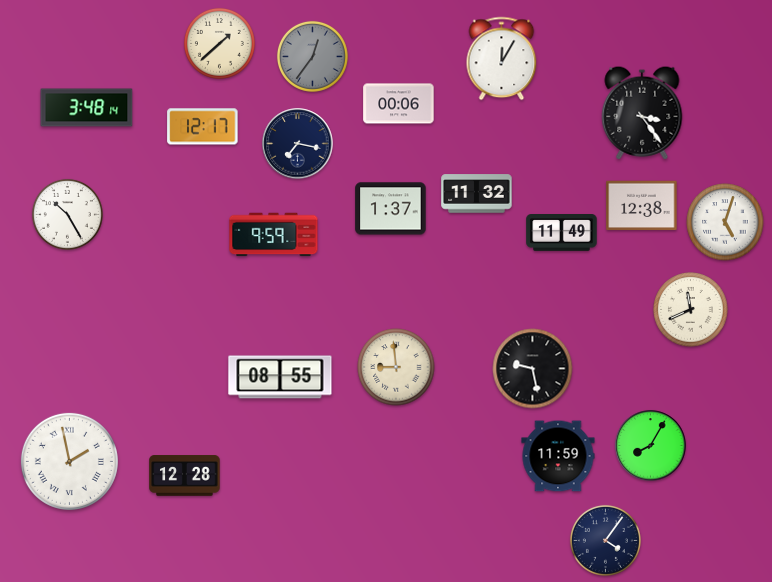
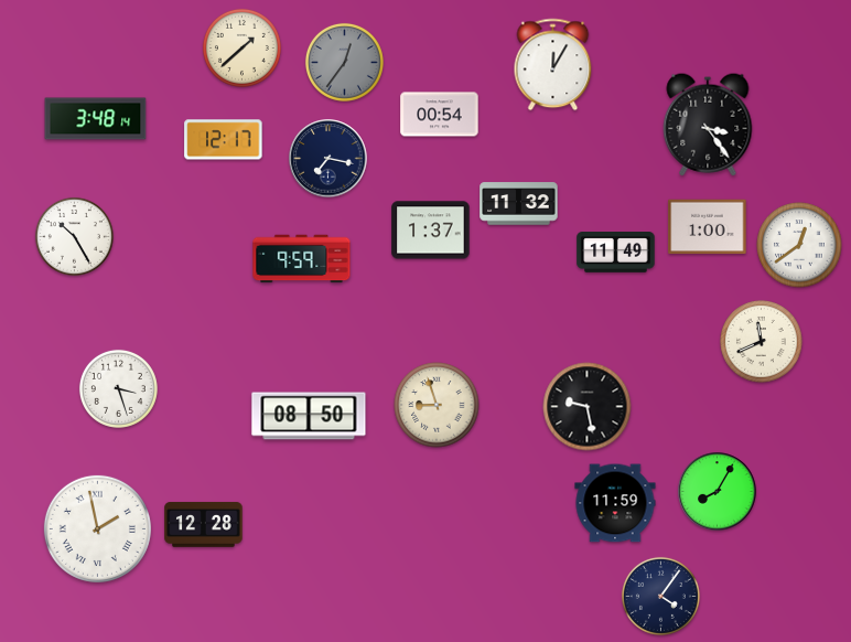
clock at (399, 104): 00:06 -> 00:54
clock at (477, 194) position: (477, 194) -> (519, 204)
clock at (642, 206): 12:38 -> 1:00
clock at (725, 222): 5:03 -> 12:39
clock at (562, 233) position: (562, 233) -> (616, 253)
clock at (118, 388): none -> 3:27
clock at (396, 367): 8:59 -> 8:57
clock at (280, 377): 08:55 -> 08:50
clock at (69, 461) position: (69, 461) -> (97, 528)
clock at (605, 540) position: (605, 540) -> (660, 596)
